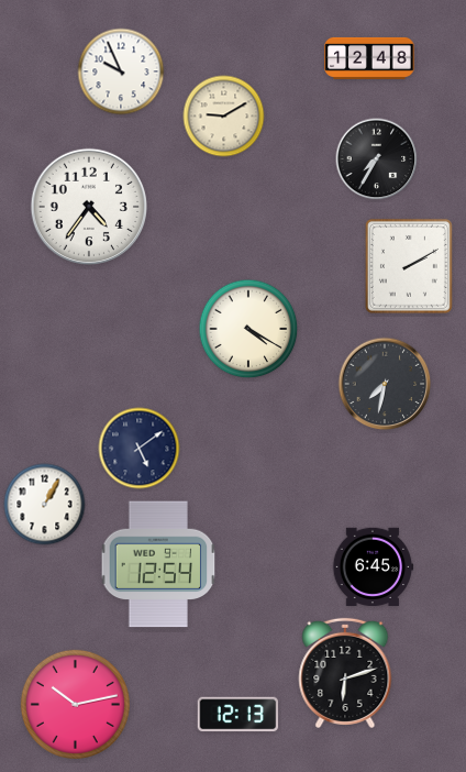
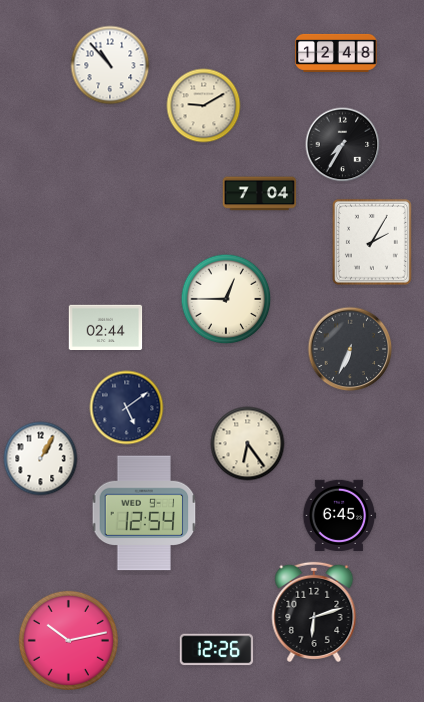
clock at (121, 71): 9:56 -> 10:53
clock at (88, 206): 4:36 -> none
clock at (260, 194): none -> 7:04
clock at (409, 266): 2:10 -> 2:05
clock at (248, 329): 4:20 -> 12:45
clock at (106, 327): none -> 02:44
clock at (385, 384): 7:32 -> 6:34
clock at (248, 444): none -> 6:24
clock at (238, 715): 12:13 -> 12:26
